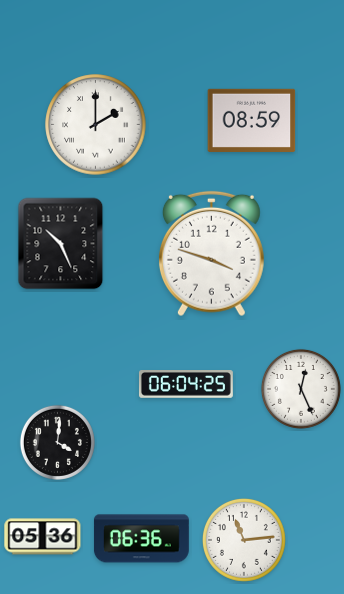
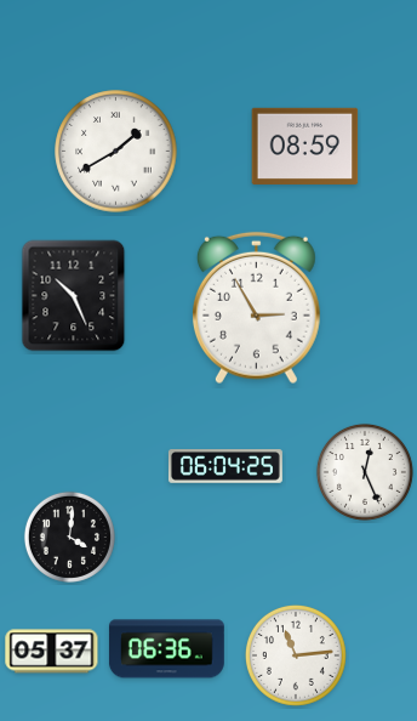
clock at (96, 125): 2:00 -> 1:40
clock at (211, 254): 3:48 -> 2:55
clock at (43, 537): 05:36 -> 05:37
clock at (141, 539) position: (141, 539) -> (166, 649)
